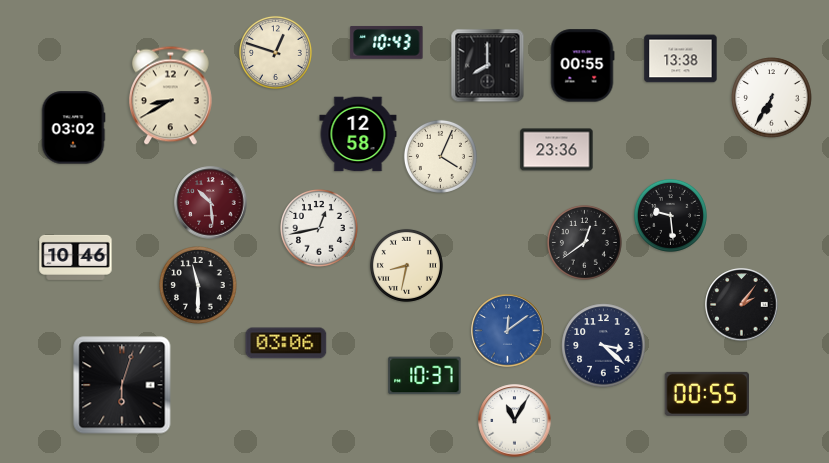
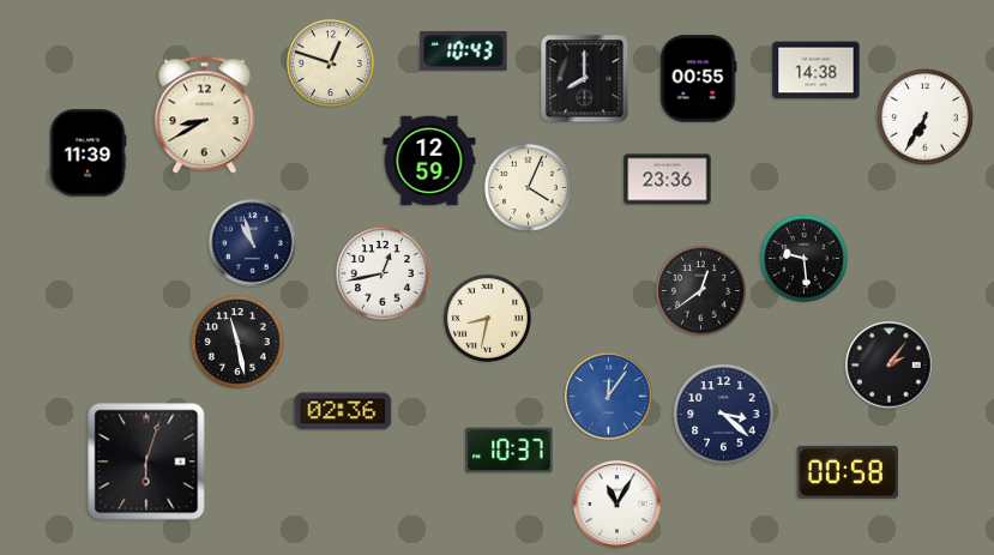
clock at (681, 59): 13:38 -> 14:38
clock at (73, 128): 03:02 -> 11:39
clock at (358, 134): 12:58 -> 12:59
clock at (211, 203): 10:29 -> 10:57
clock at (211, 203) dial: burgundy -> navy
clock at (76, 257): 10:46 -> none
clock at (199, 286): 11:30 -> 11:28
clock at (508, 331): 12:09 -> 12:06
clock at (286, 343): 03:06 -> 02:36
clock at (706, 394): 00:55 -> 00:58
